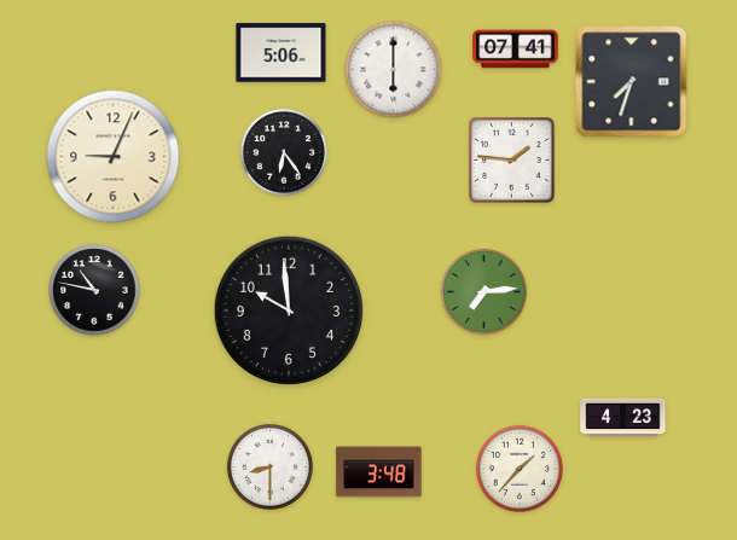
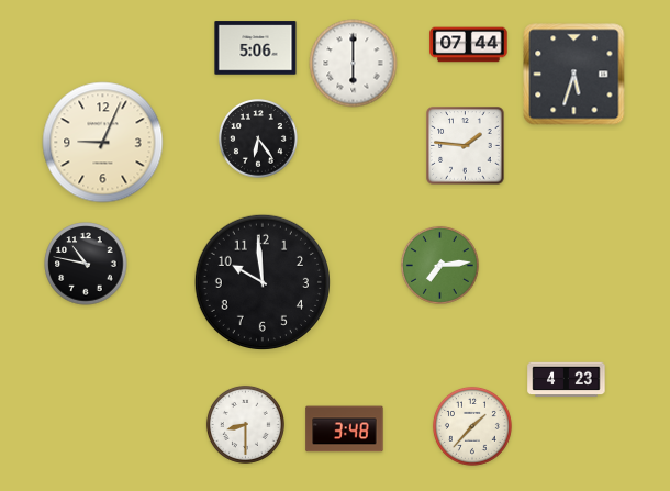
clock at (516, 50): 07:41 -> 07:44
clock at (394, 70) position: (394, 70) -> (354, 64)
clock at (632, 82): 7:33 -> 5:33
